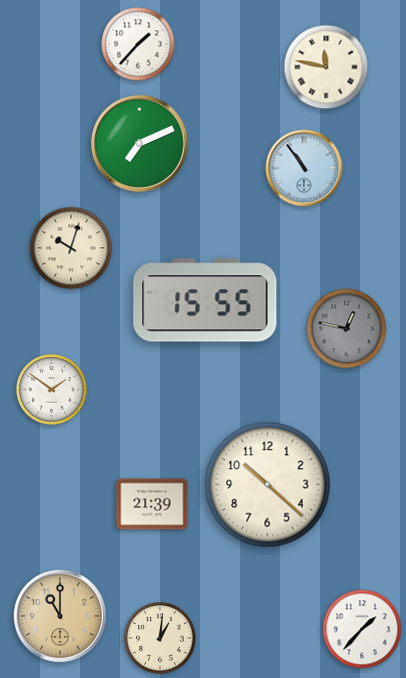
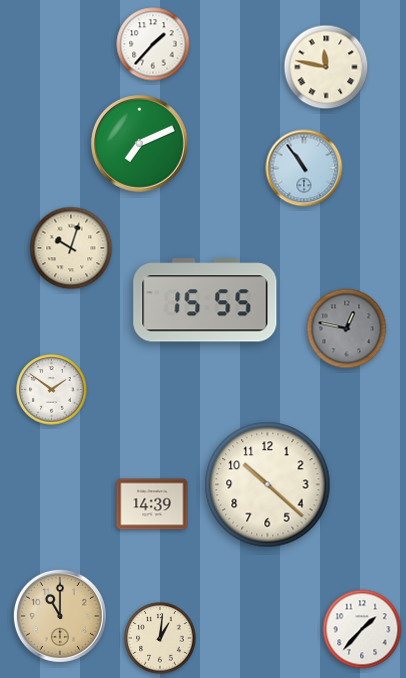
clock at (138, 44) position: (138, 44) -> (153, 44)
clock at (152, 504): 21:39 -> 14:39
